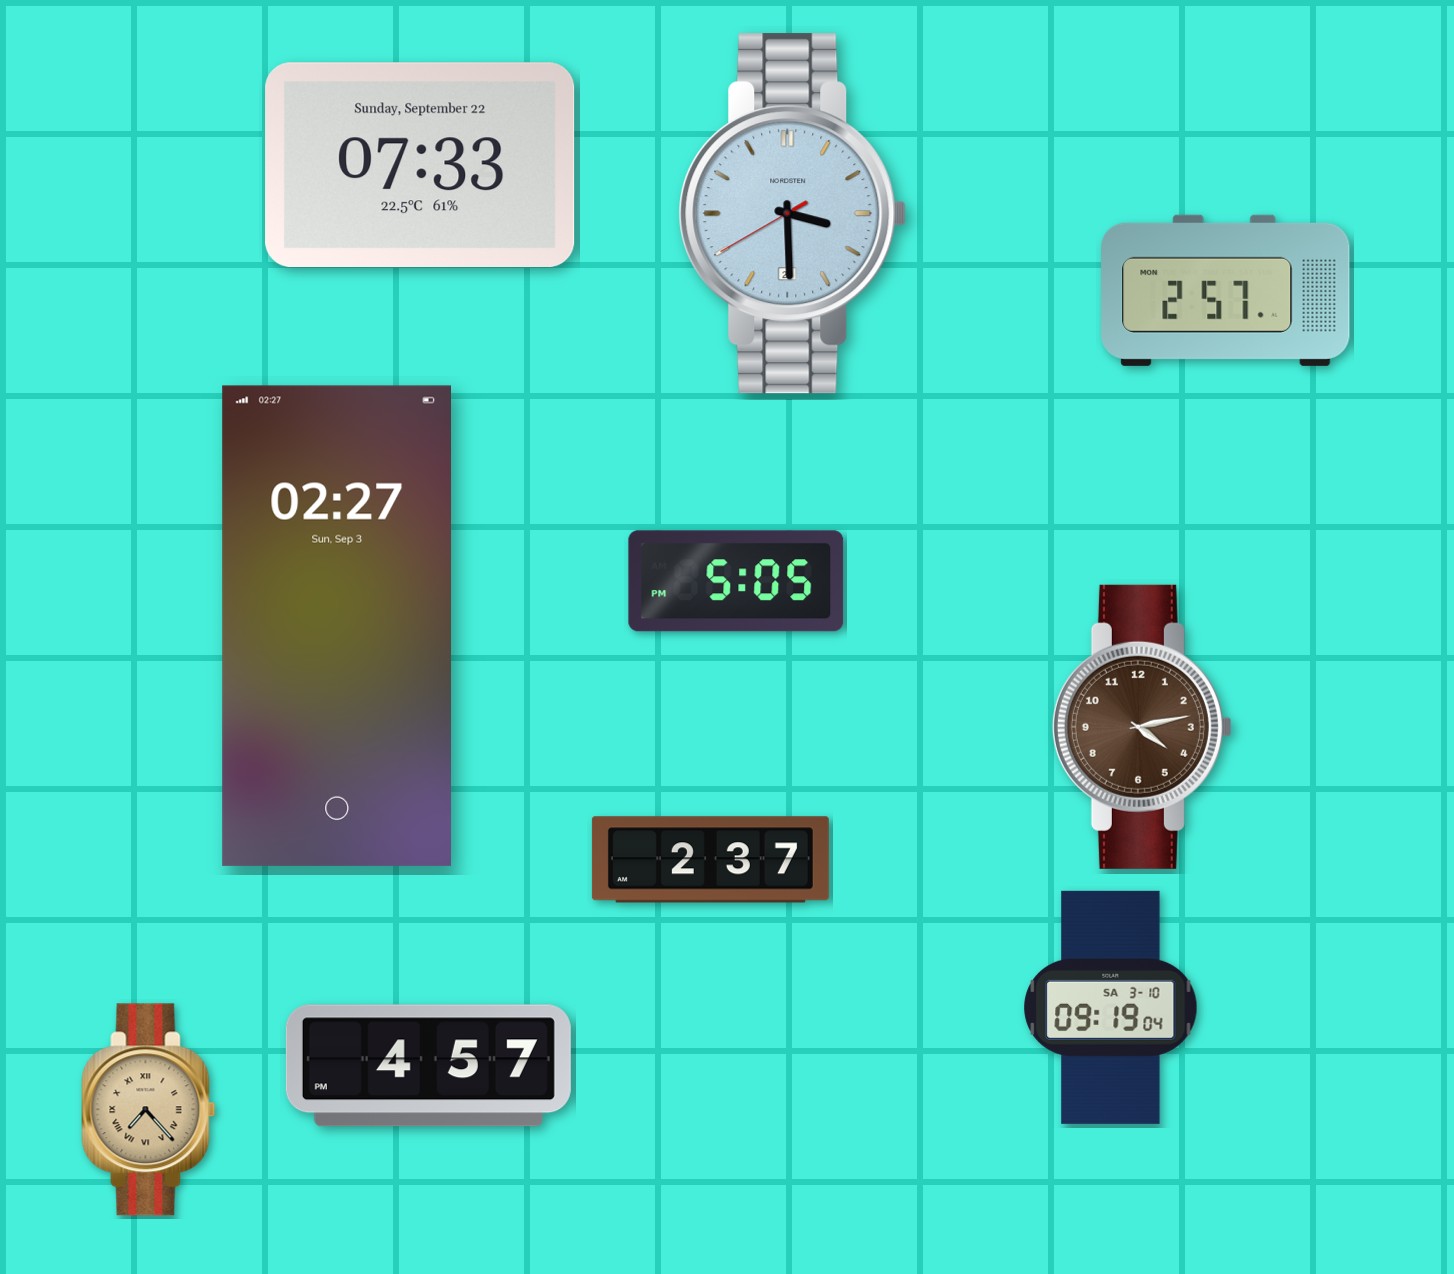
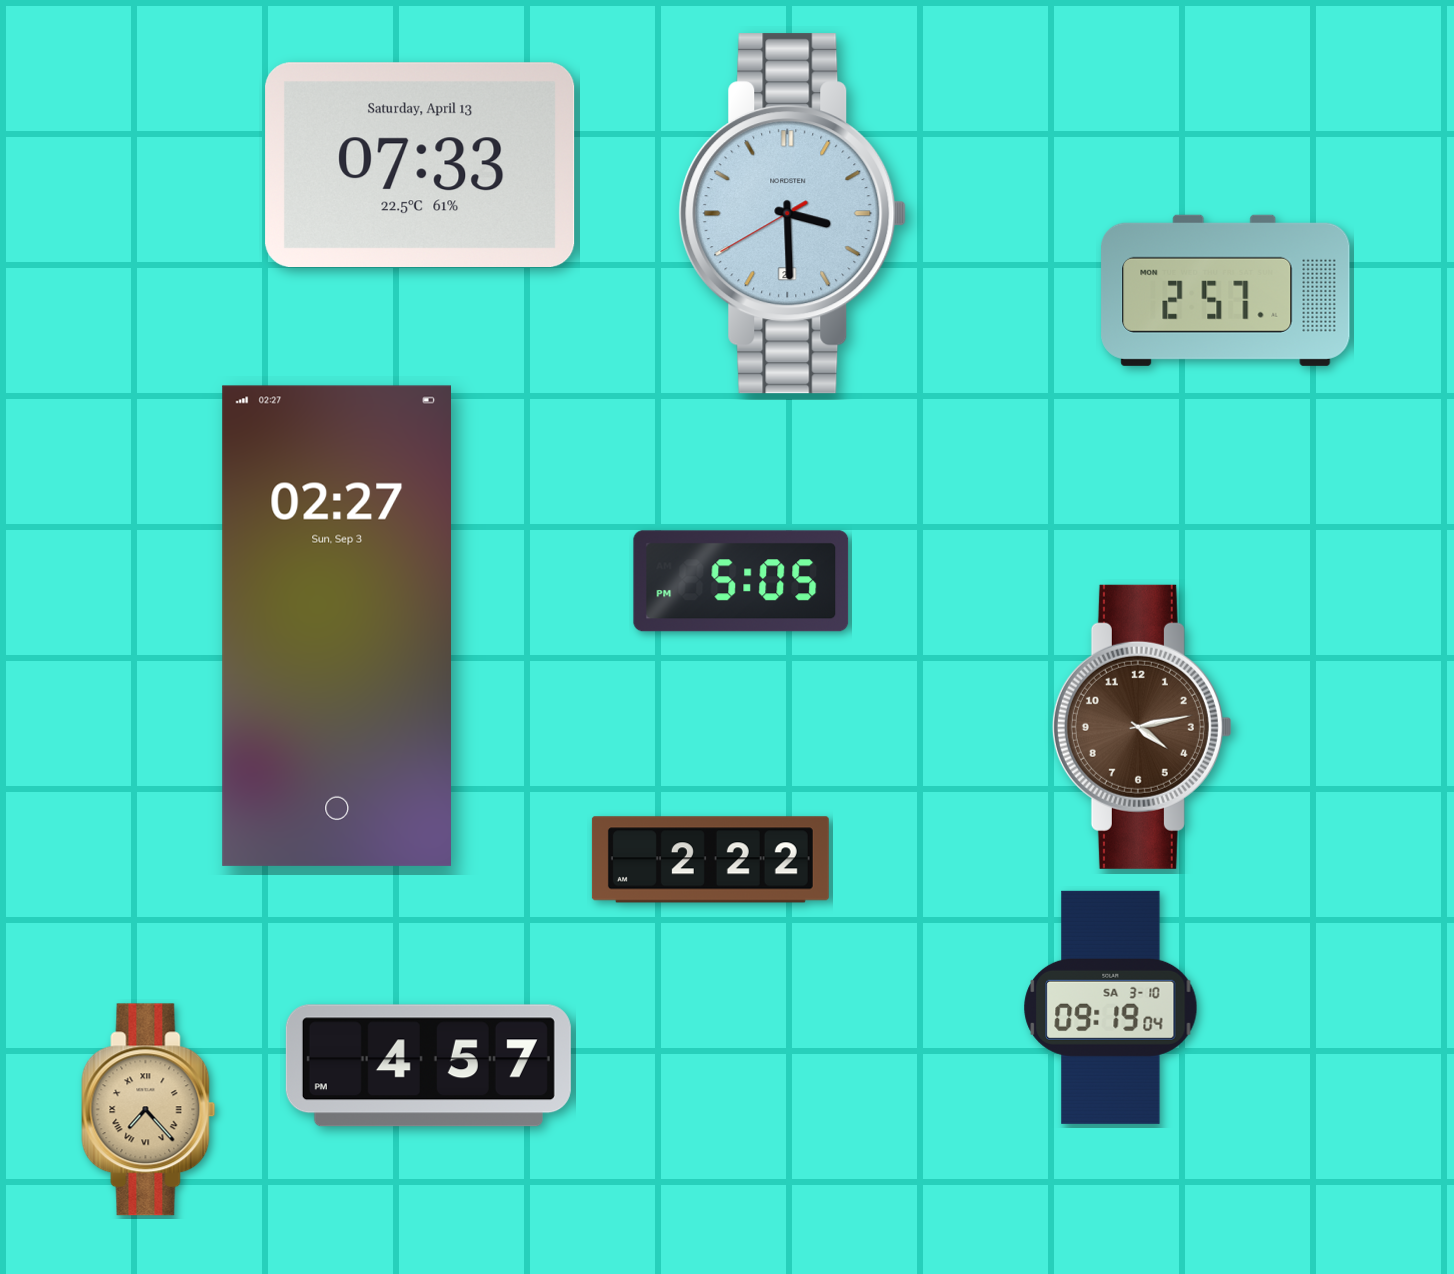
clock at (420, 165) date: Sunday, September 22 -> Saturday, April 13
clock at (736, 581) position: (736, 581) -> (741, 581)
clock at (710, 860): 2:37 -> 2:22
